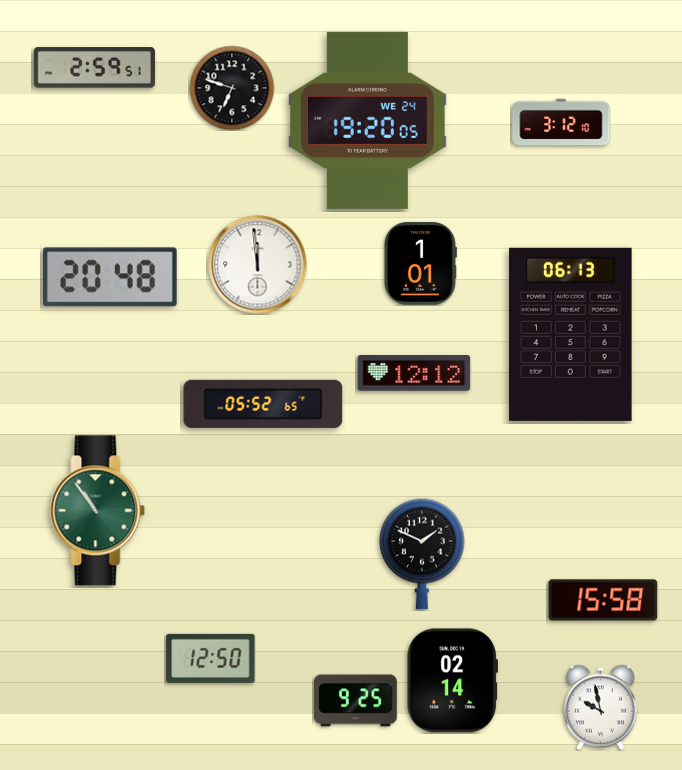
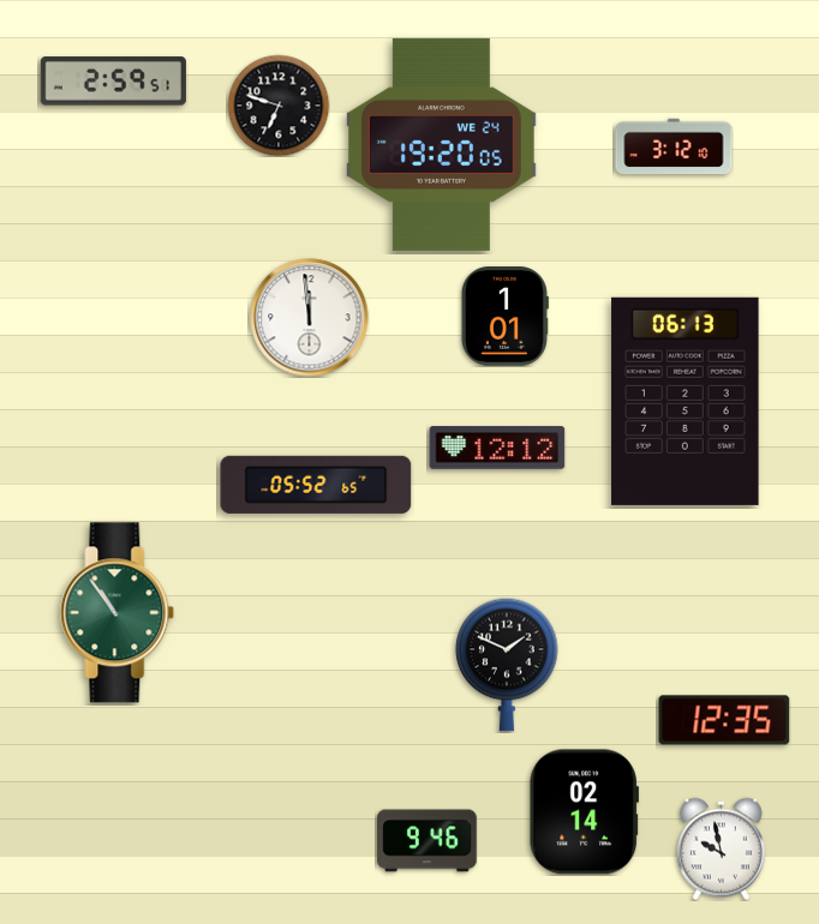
clock at (110, 277): 20:48 -> none
clock at (603, 600): 15:58 -> 12:35
clock at (211, 658): 12:50 -> none
clock at (452, 681) position: (452, 681) -> (584, 812)
clock at (356, 701): 9:25 -> 9:46
